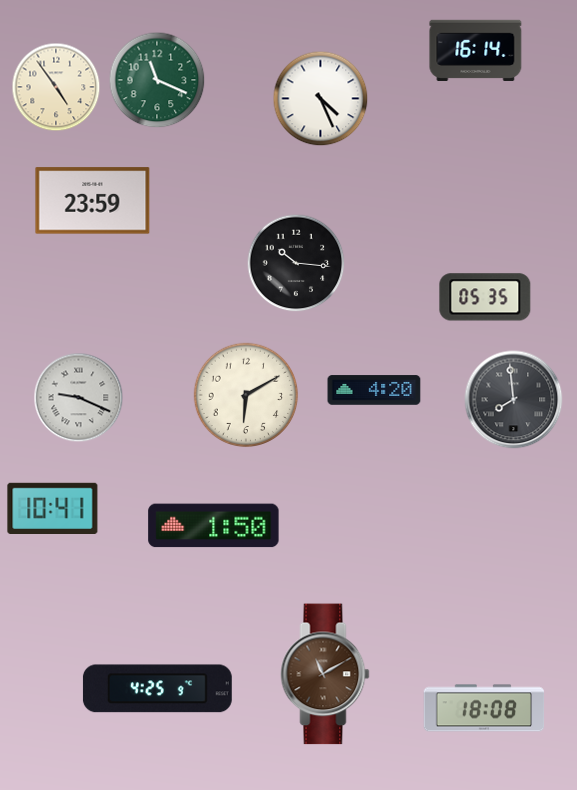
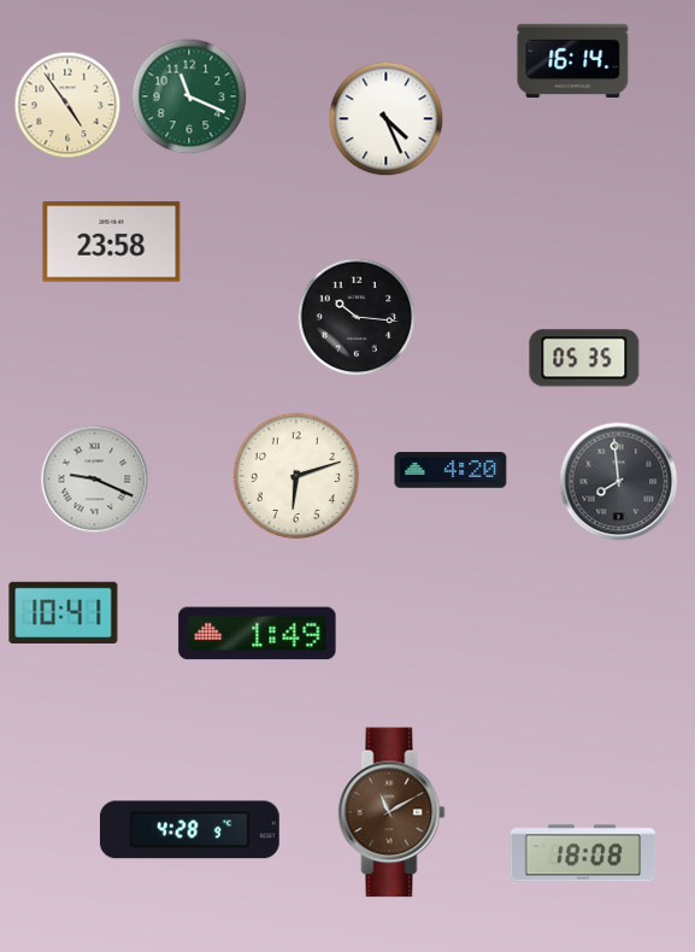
clock at (93, 201): 23:59 -> 23:58
clock at (246, 395): 6:10 -> 6:12
clock at (214, 526): 1:50 -> 1:49
clock at (157, 689): 4:25 -> 4:28
